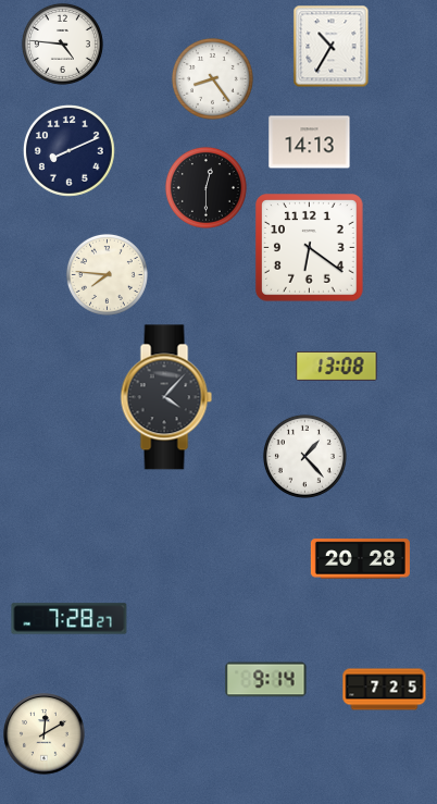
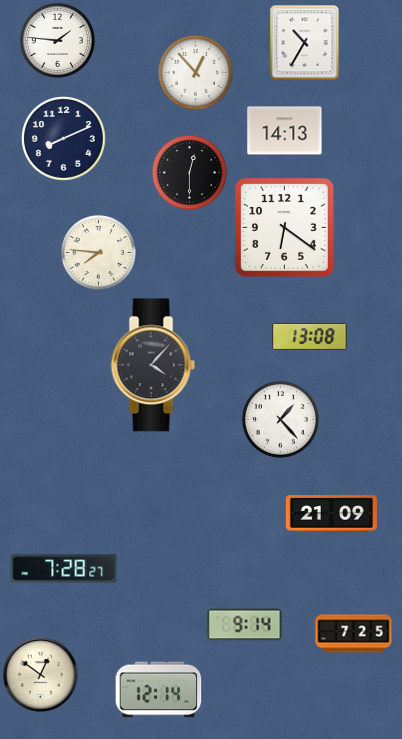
clock at (62, 44): 4:46 -> 1:46
clock at (212, 78): 8:24 -> 12:53
clock at (360, 559): 20:28 -> 21:09
clock at (45, 734): 12:10 -> 12:51
clock at (159, 690): none -> 12:14
